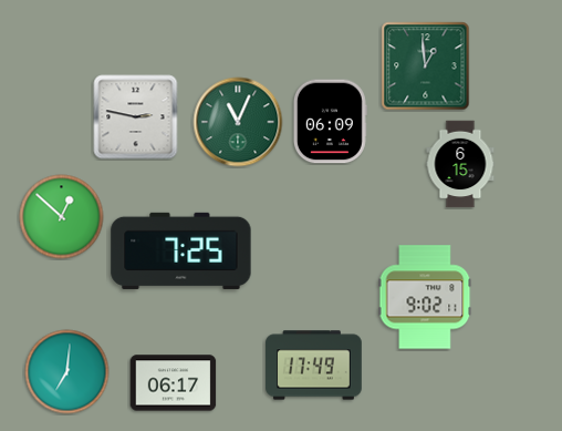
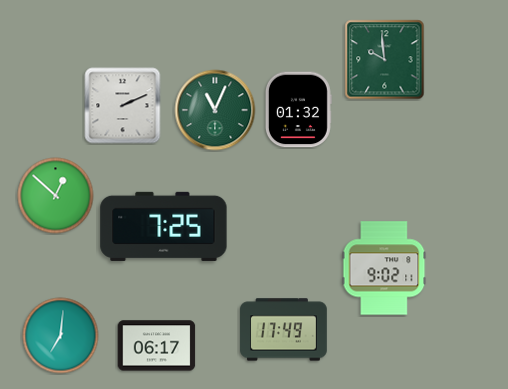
clock at (426, 66): 12:59 -> 9:59
clock at (136, 117): 2:47 -> 2:11
clock at (330, 122): 06:09 -> 01:32
clock at (460, 164): 6:15 -> none
